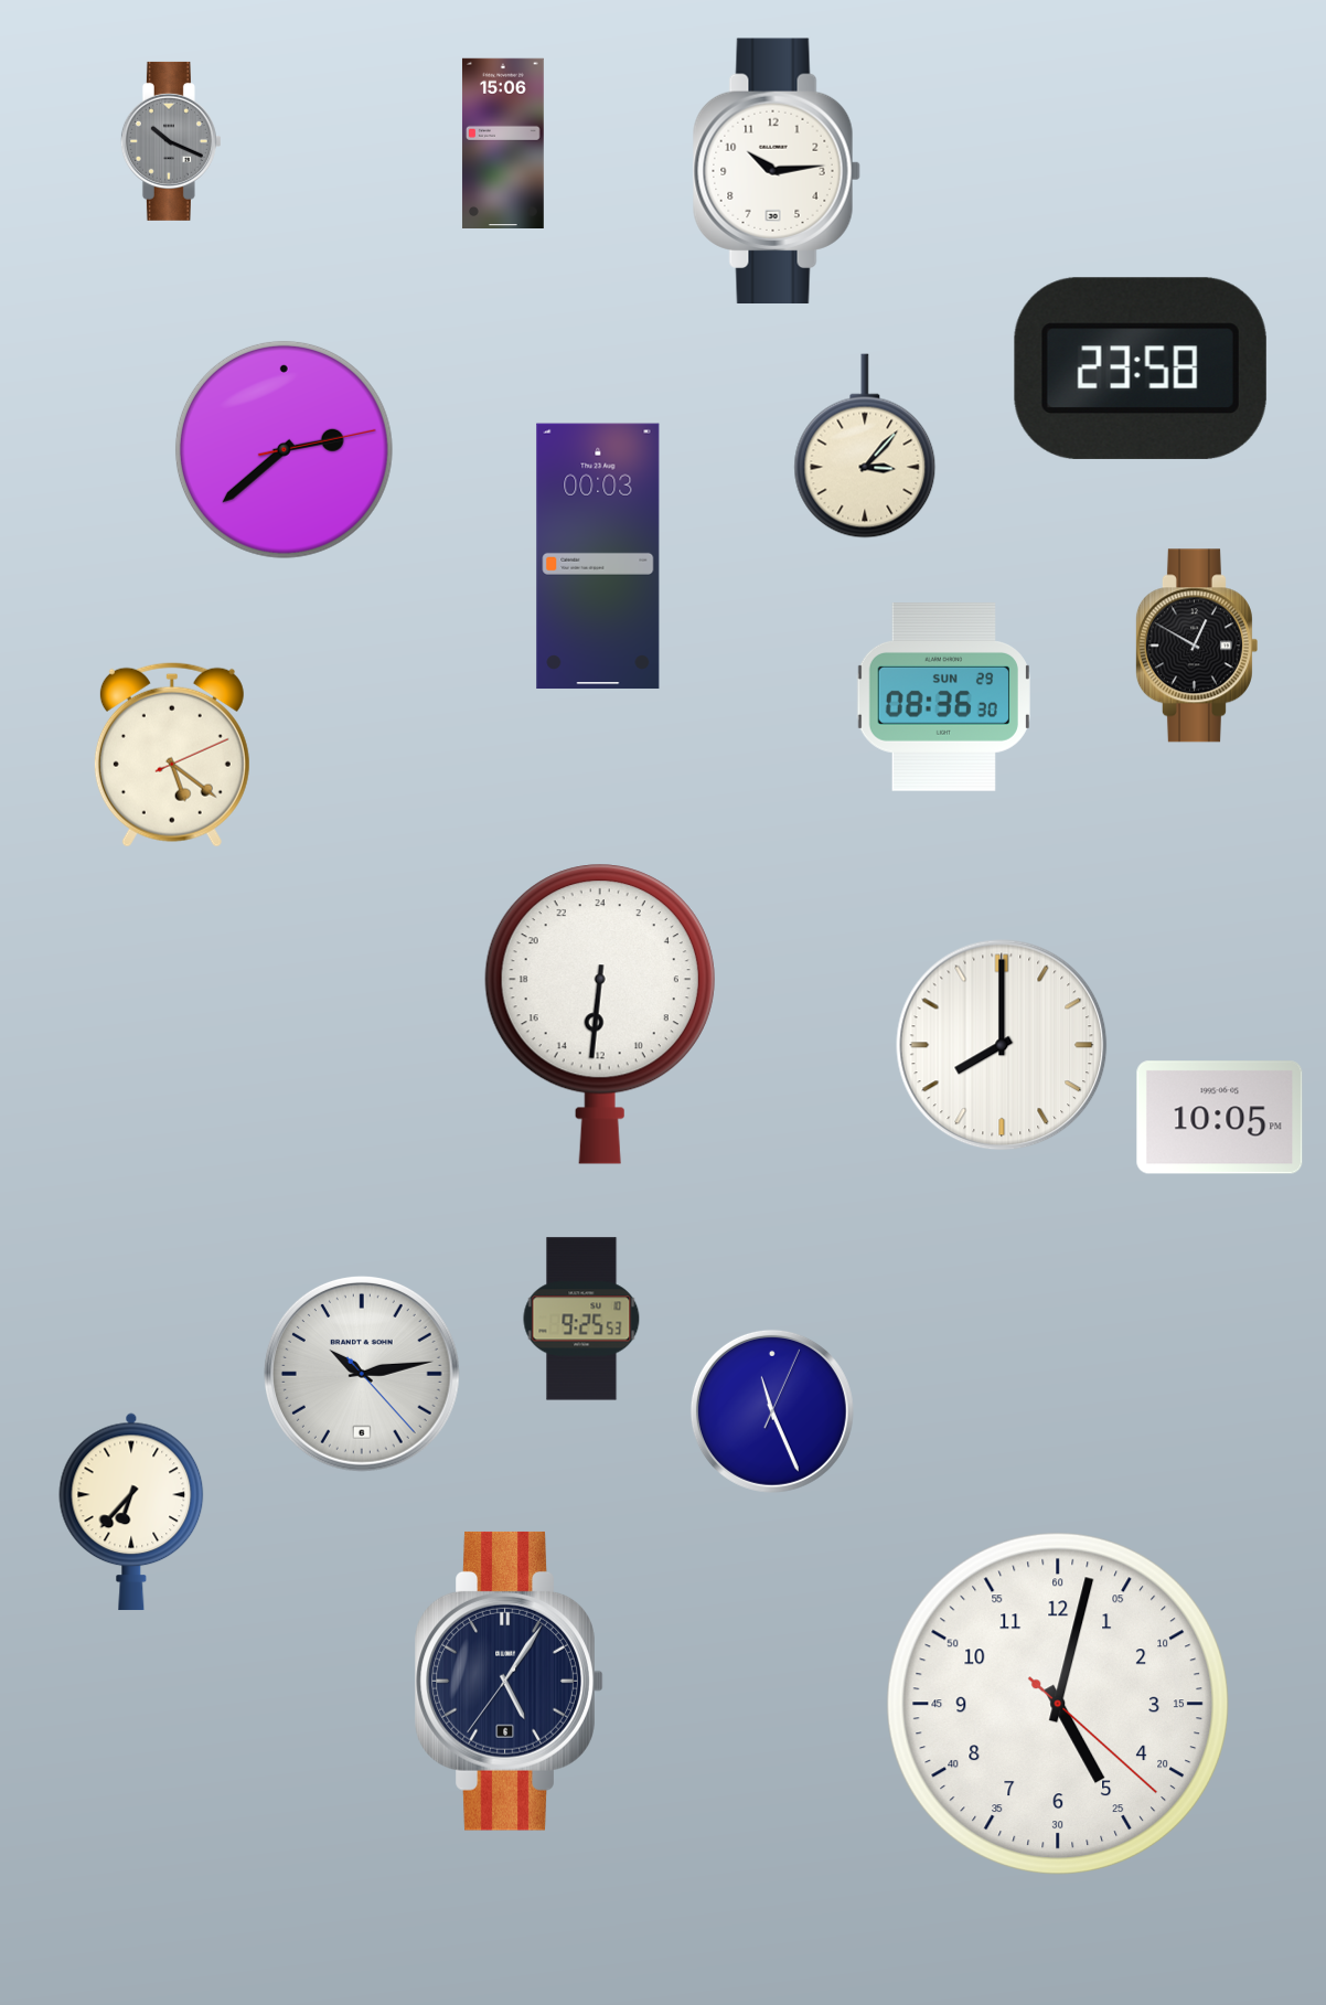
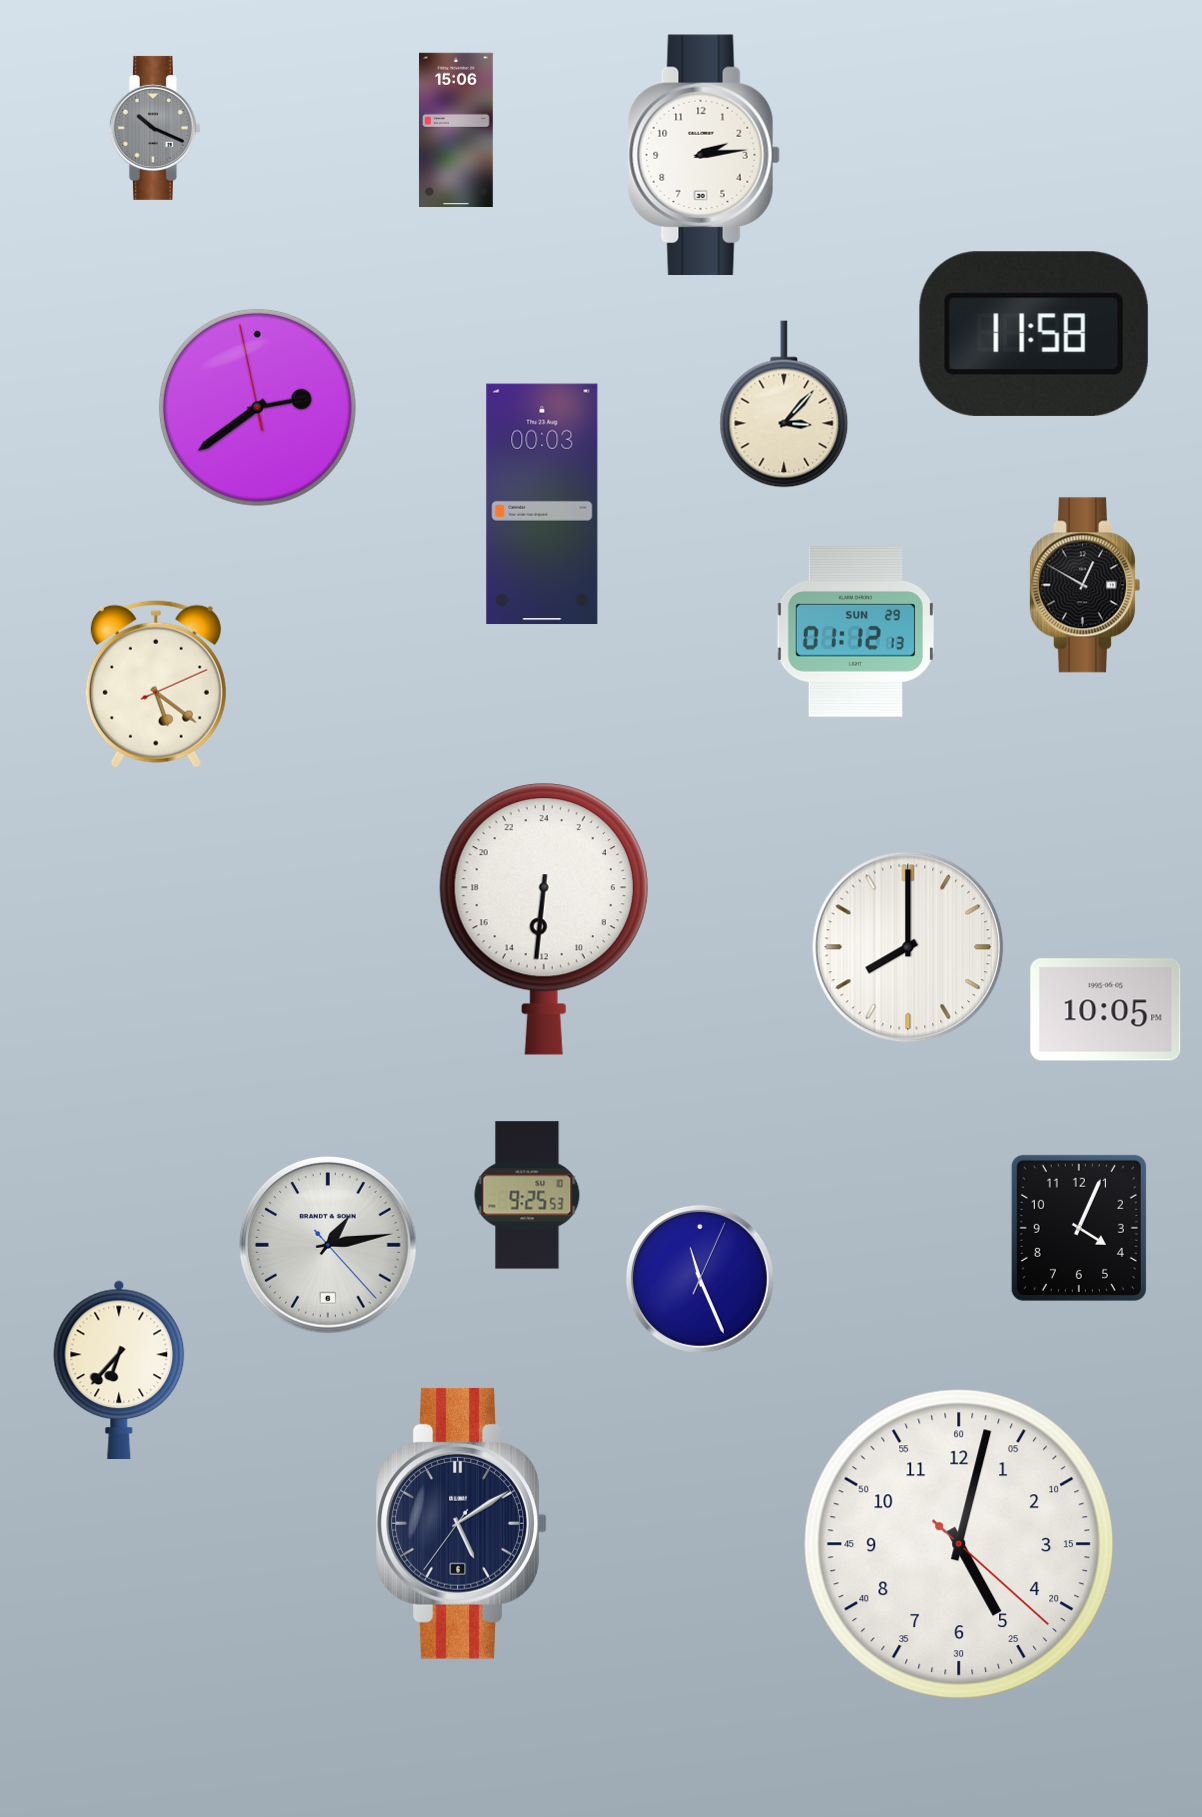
clock at (777, 170): 10:14 -> 2:14
clock at (1141, 369): 23:58 -> 11:58
clock at (284, 449): 2:38:13 -> 2:38:58
clock at (943, 697): 08:36 -> 01:12
clock at (1220, 1118) position: (1220, 1118) -> (1106, 1010)
clock at (1079, 1228): none -> 4:04
clock at (362, 1374): 10:13 -> 1:13
clock at (509, 1681): 5:05 -> 5:09
